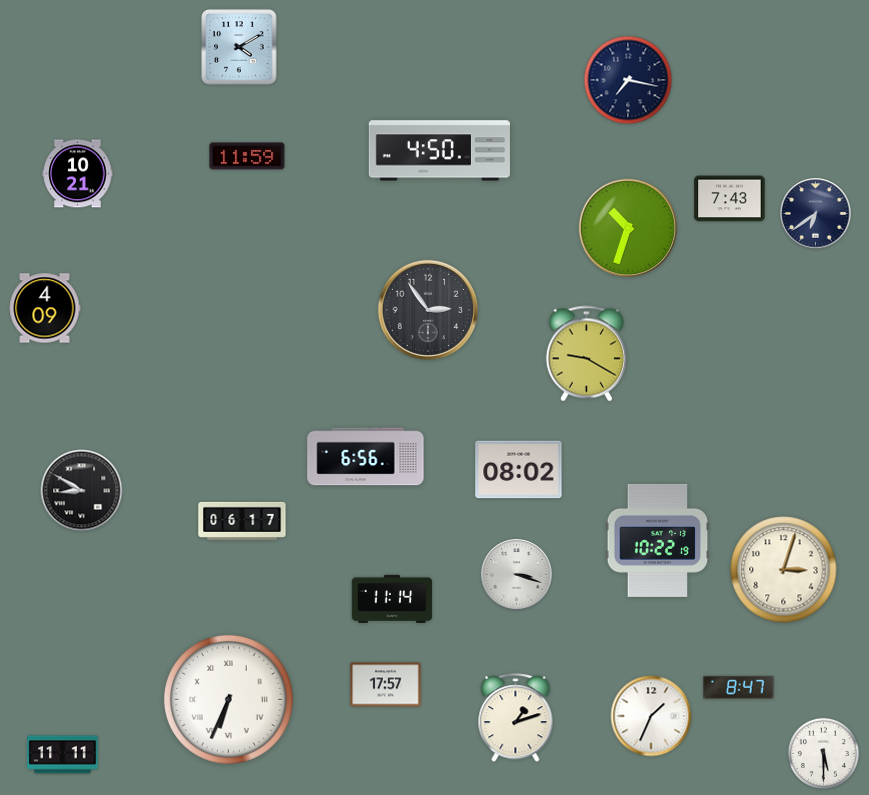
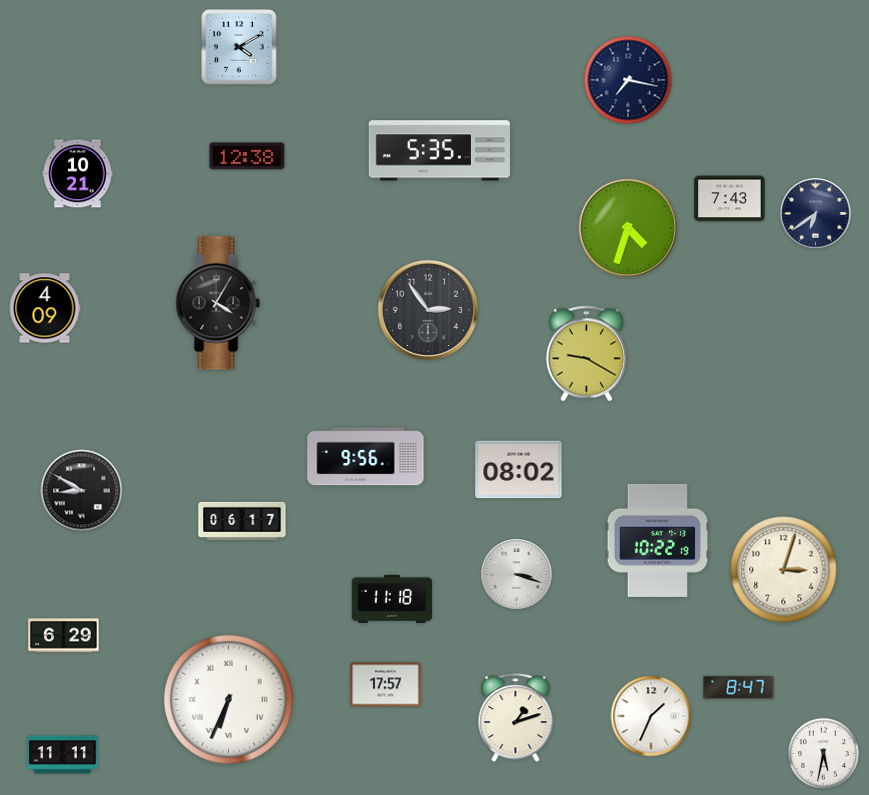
clock at (439, 151): 4:50 -> 5:35
clock at (247, 156): 11:59 -> 12:38
clock at (627, 227): 10:33 -> 4:33
clock at (218, 303): none -> 4:05
clock at (366, 457): 6:56 -> 9:56
clock at (392, 599): 11:14 -> 11:18
clock at (64, 636): none -> 6:29
clock at (823, 753): 5:30 -> 5:32
